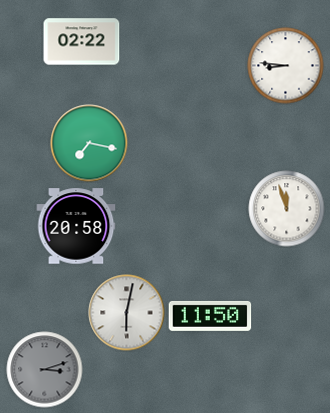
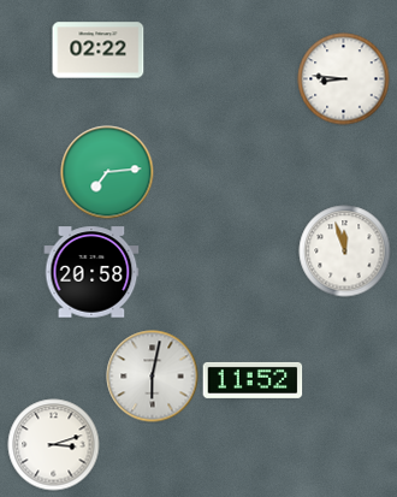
clock at (89, 143): 7:17 -> 7:14
clock at (210, 316): 11:50 -> 11:52
clock at (45, 370) dial: grey -> white
